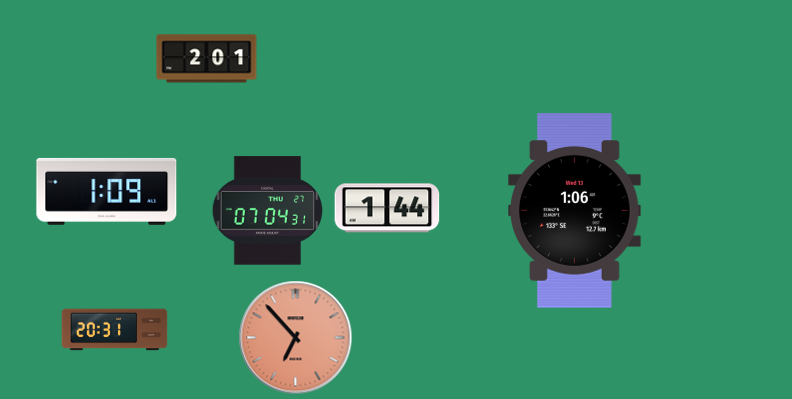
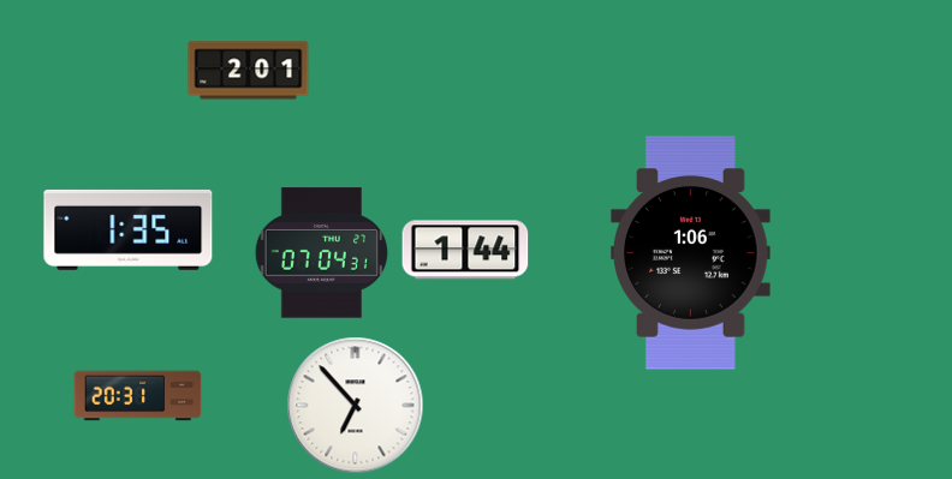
clock at (107, 191): 1:09 -> 1:35
clock at (296, 338) dial: salmon -> white
